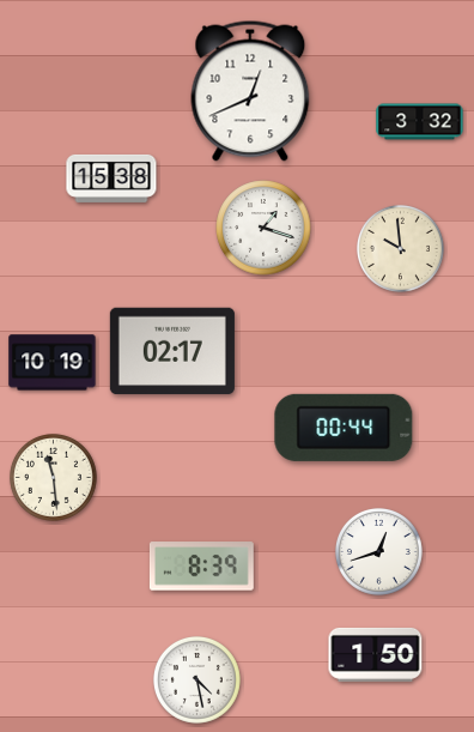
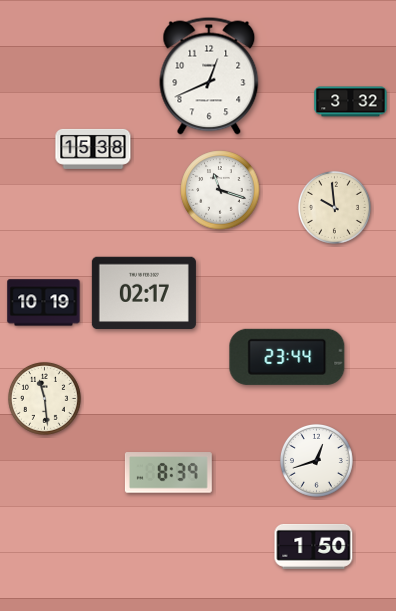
clock at (263, 228): 1:18 -> 11:18
clock at (344, 428): 00:44 -> 23:44
clock at (196, 679): 4:28 -> none
